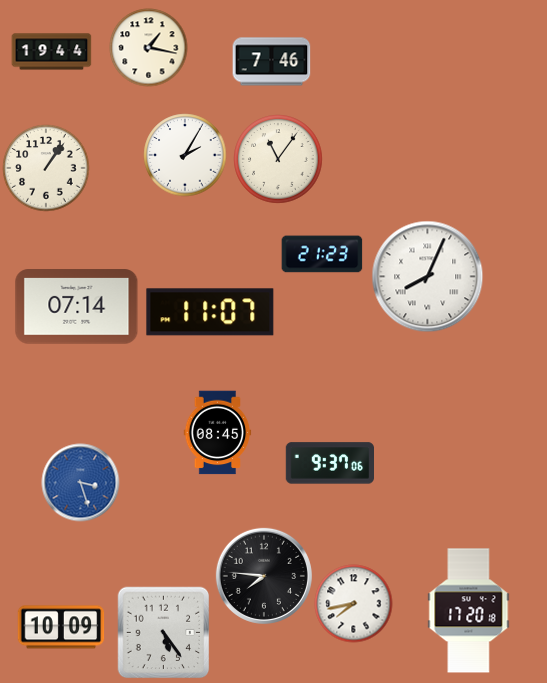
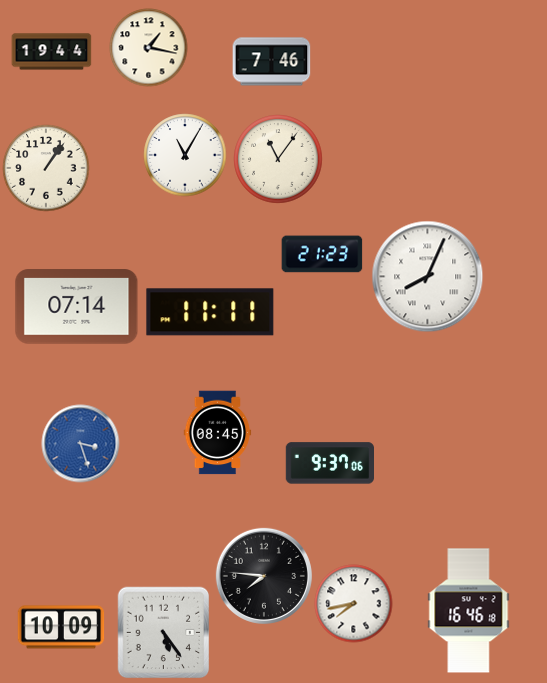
clock at (185, 155): 2:05 -> 11:05
clock at (210, 312): 11:07 -> 11:11
clock at (80, 482) position: (80, 482) -> (80, 443)
clock at (469, 611): 17:20 -> 16:46
